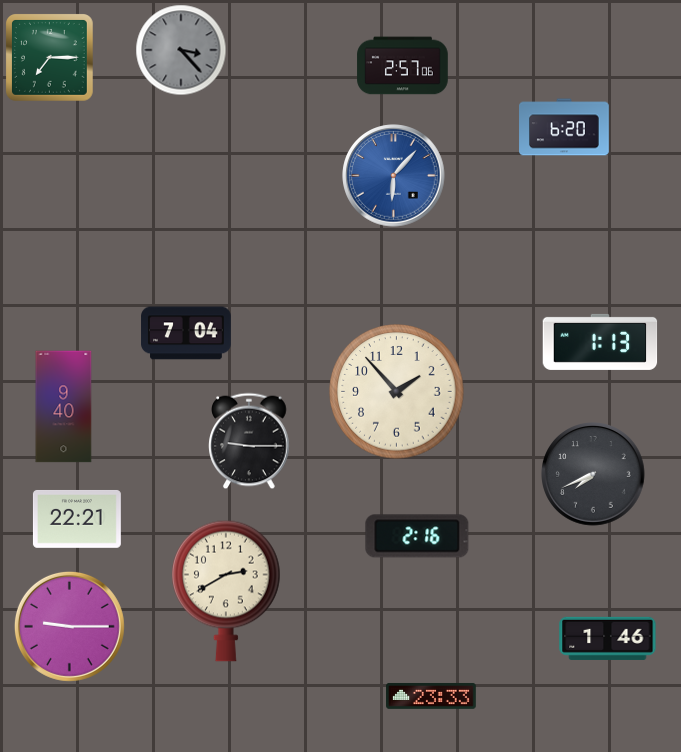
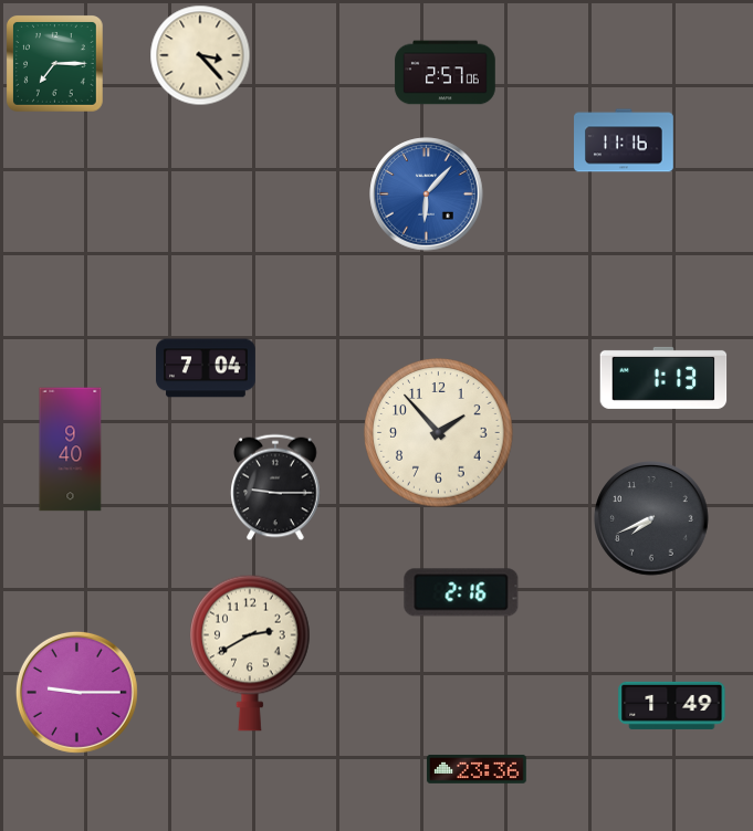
clock at (181, 50) dial: grey -> cream
clock at (564, 127): 6:20 -> 11:16
clock at (394, 176) position: (394, 176) -> (427, 194)
clock at (594, 475) position: (594, 475) -> (652, 519)
clock at (77, 519): 22:21 -> none
clock at (608, 638): 1:46 -> 1:49
clock at (431, 696): 23:33 -> 23:36
